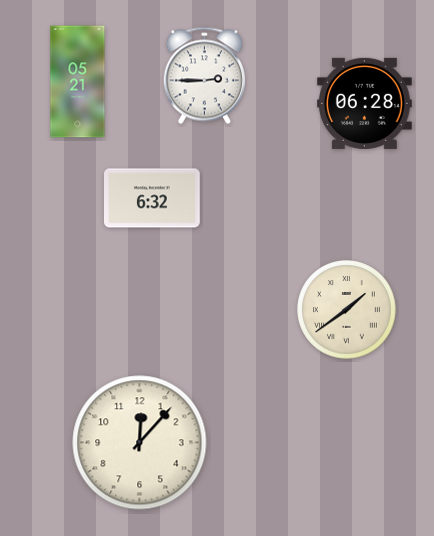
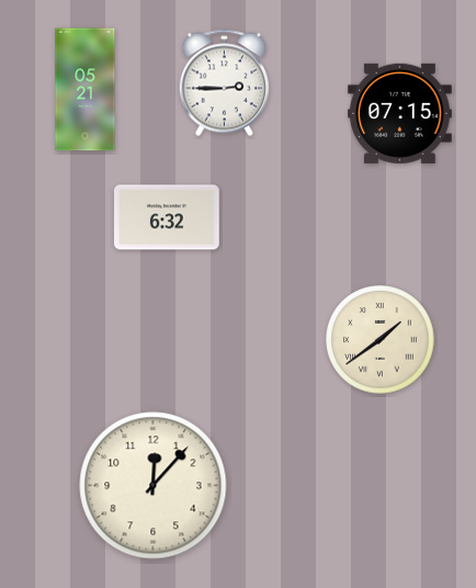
clock at (364, 103): 06:28 -> 07:15
